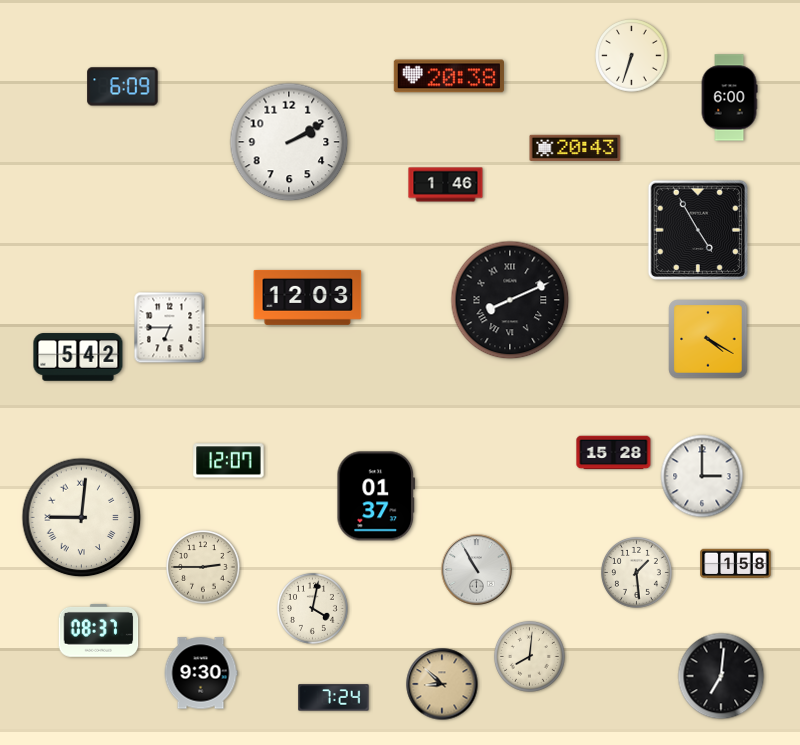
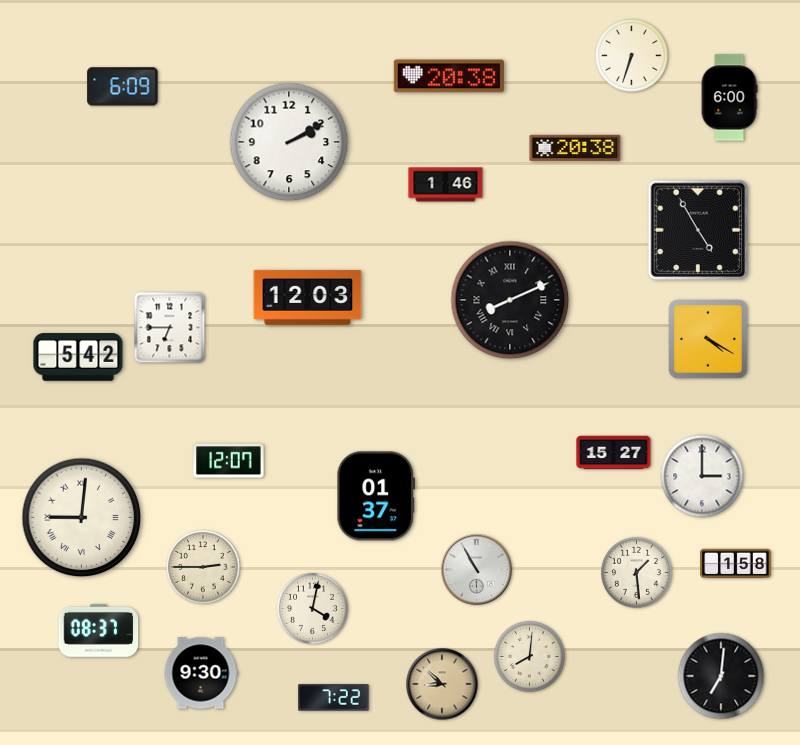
clock at (575, 148): 20:43 -> 20:38
clock at (614, 453): 15:28 -> 15:27
clock at (334, 698): 7:24 -> 7:22
